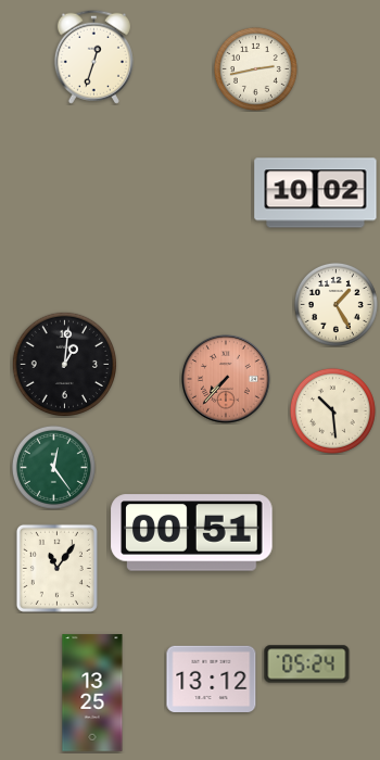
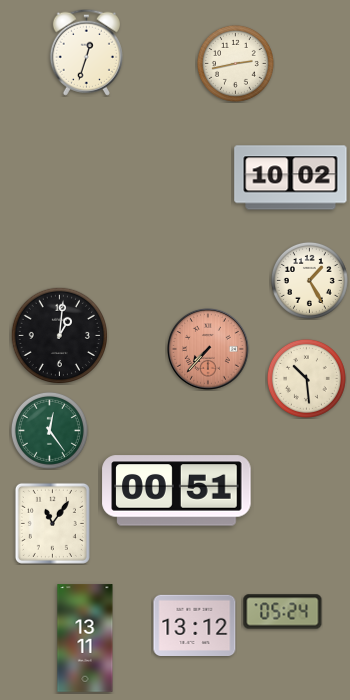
clock at (92, 693): 13:25 -> 13:11
